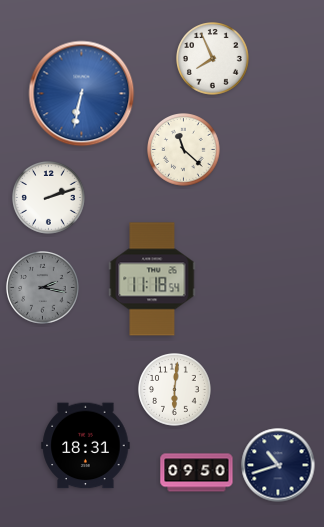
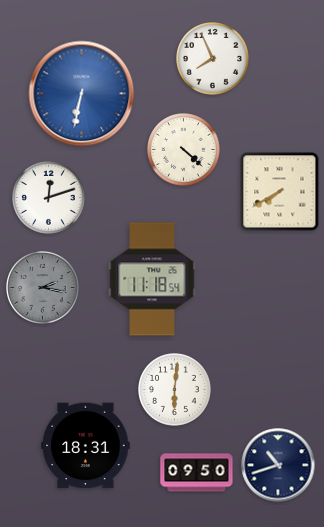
clock at (184, 150): 11:22 -> 4:22
clock at (280, 192): none -> 7:40
clock at (49, 198): 2:12 -> 12:12
